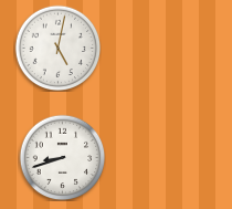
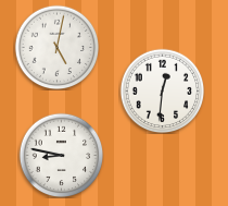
clock at (162, 90): none -> 12:31
clock at (62, 157): 8:42 -> 8:47
